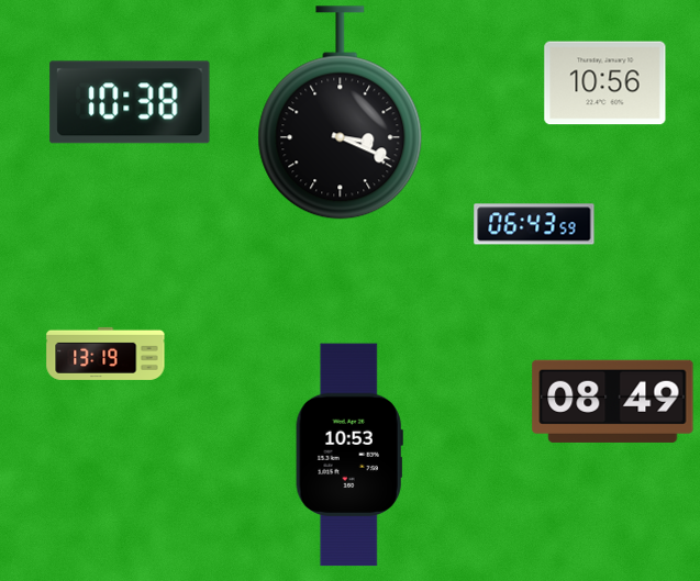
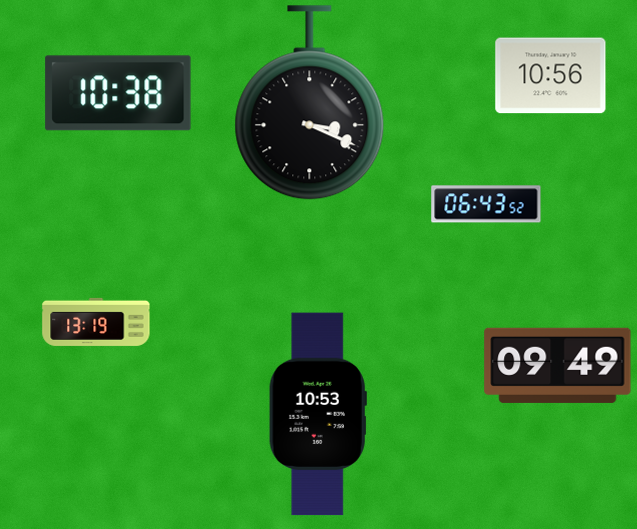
clock at (534, 224): 06:43:59 -> 06:43:52
clock at (613, 401): 08:49 -> 09:49
